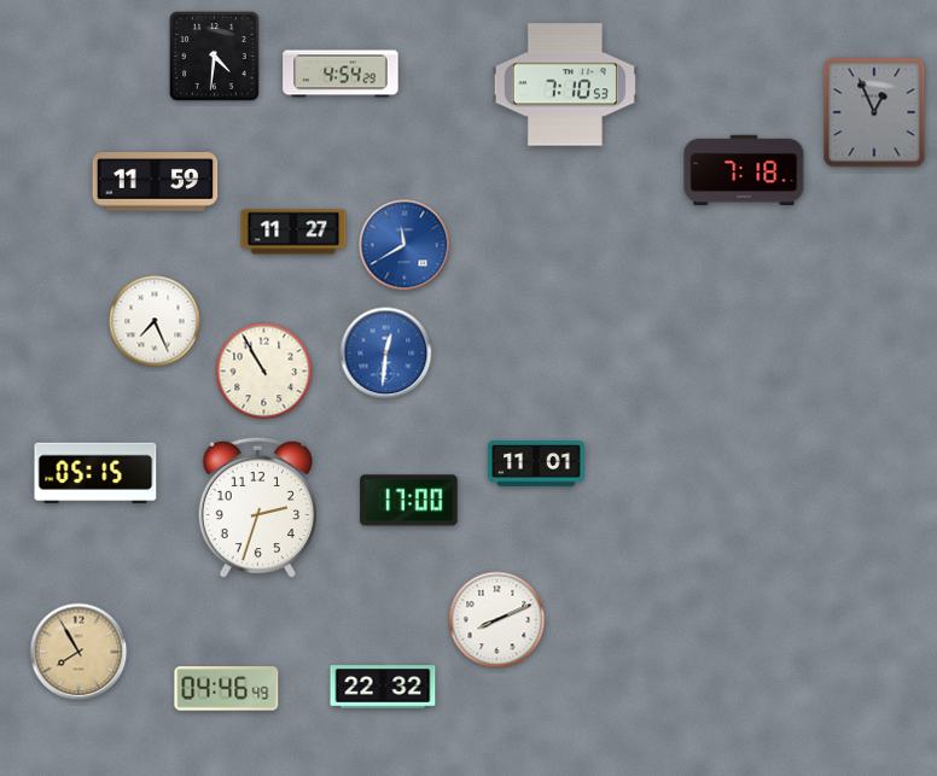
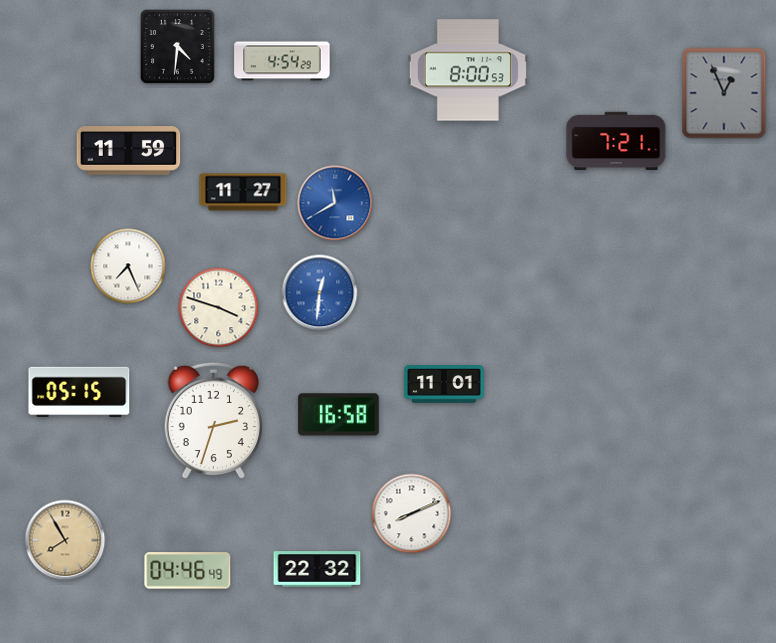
clock at (565, 84): 7:10 -> 8:00
clock at (744, 170): 7:18 -> 7:21
clock at (264, 372): 10:55 -> 3:48
clock at (409, 501): 17:00 -> 16:58
